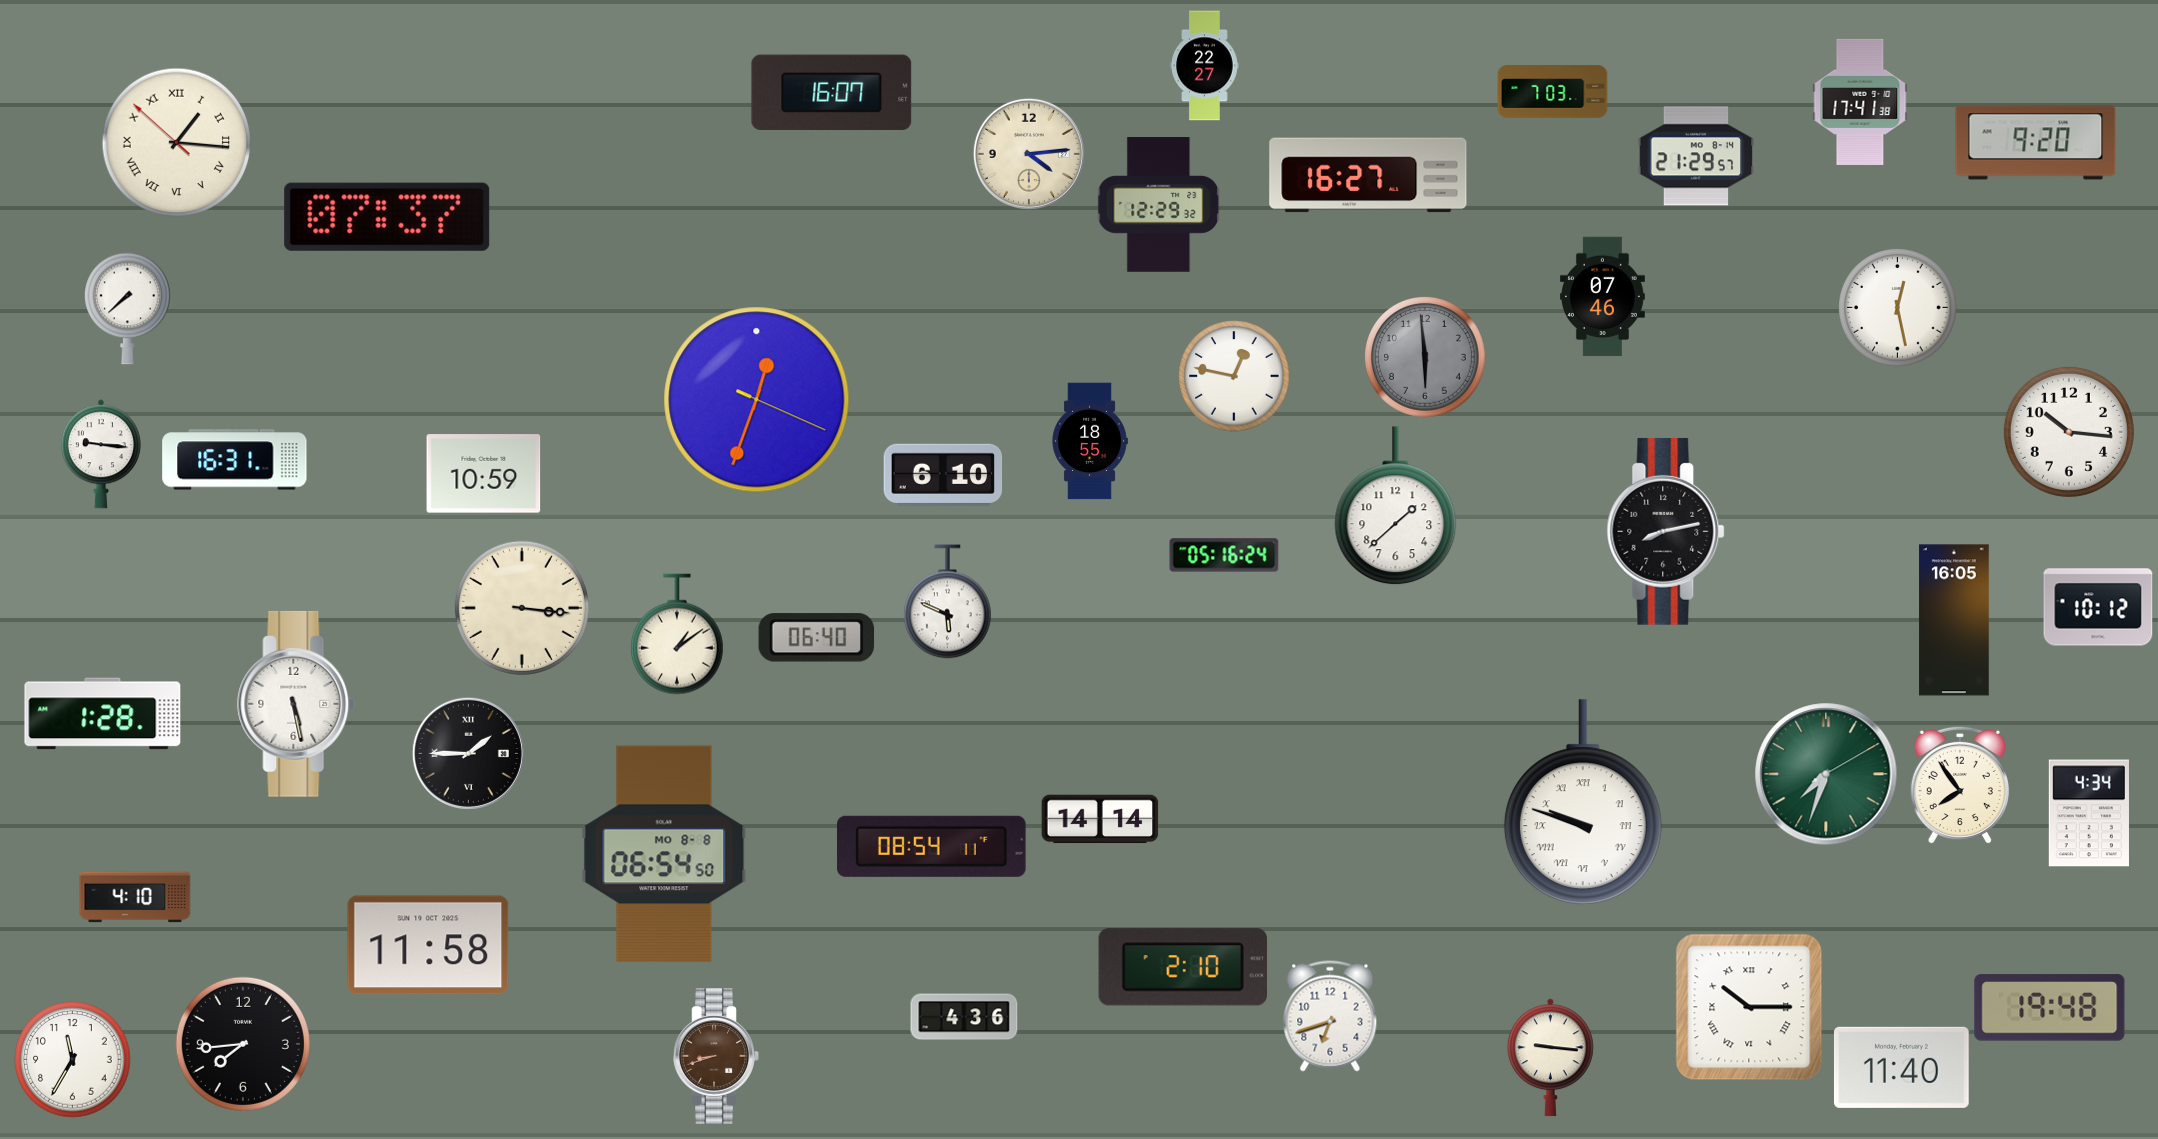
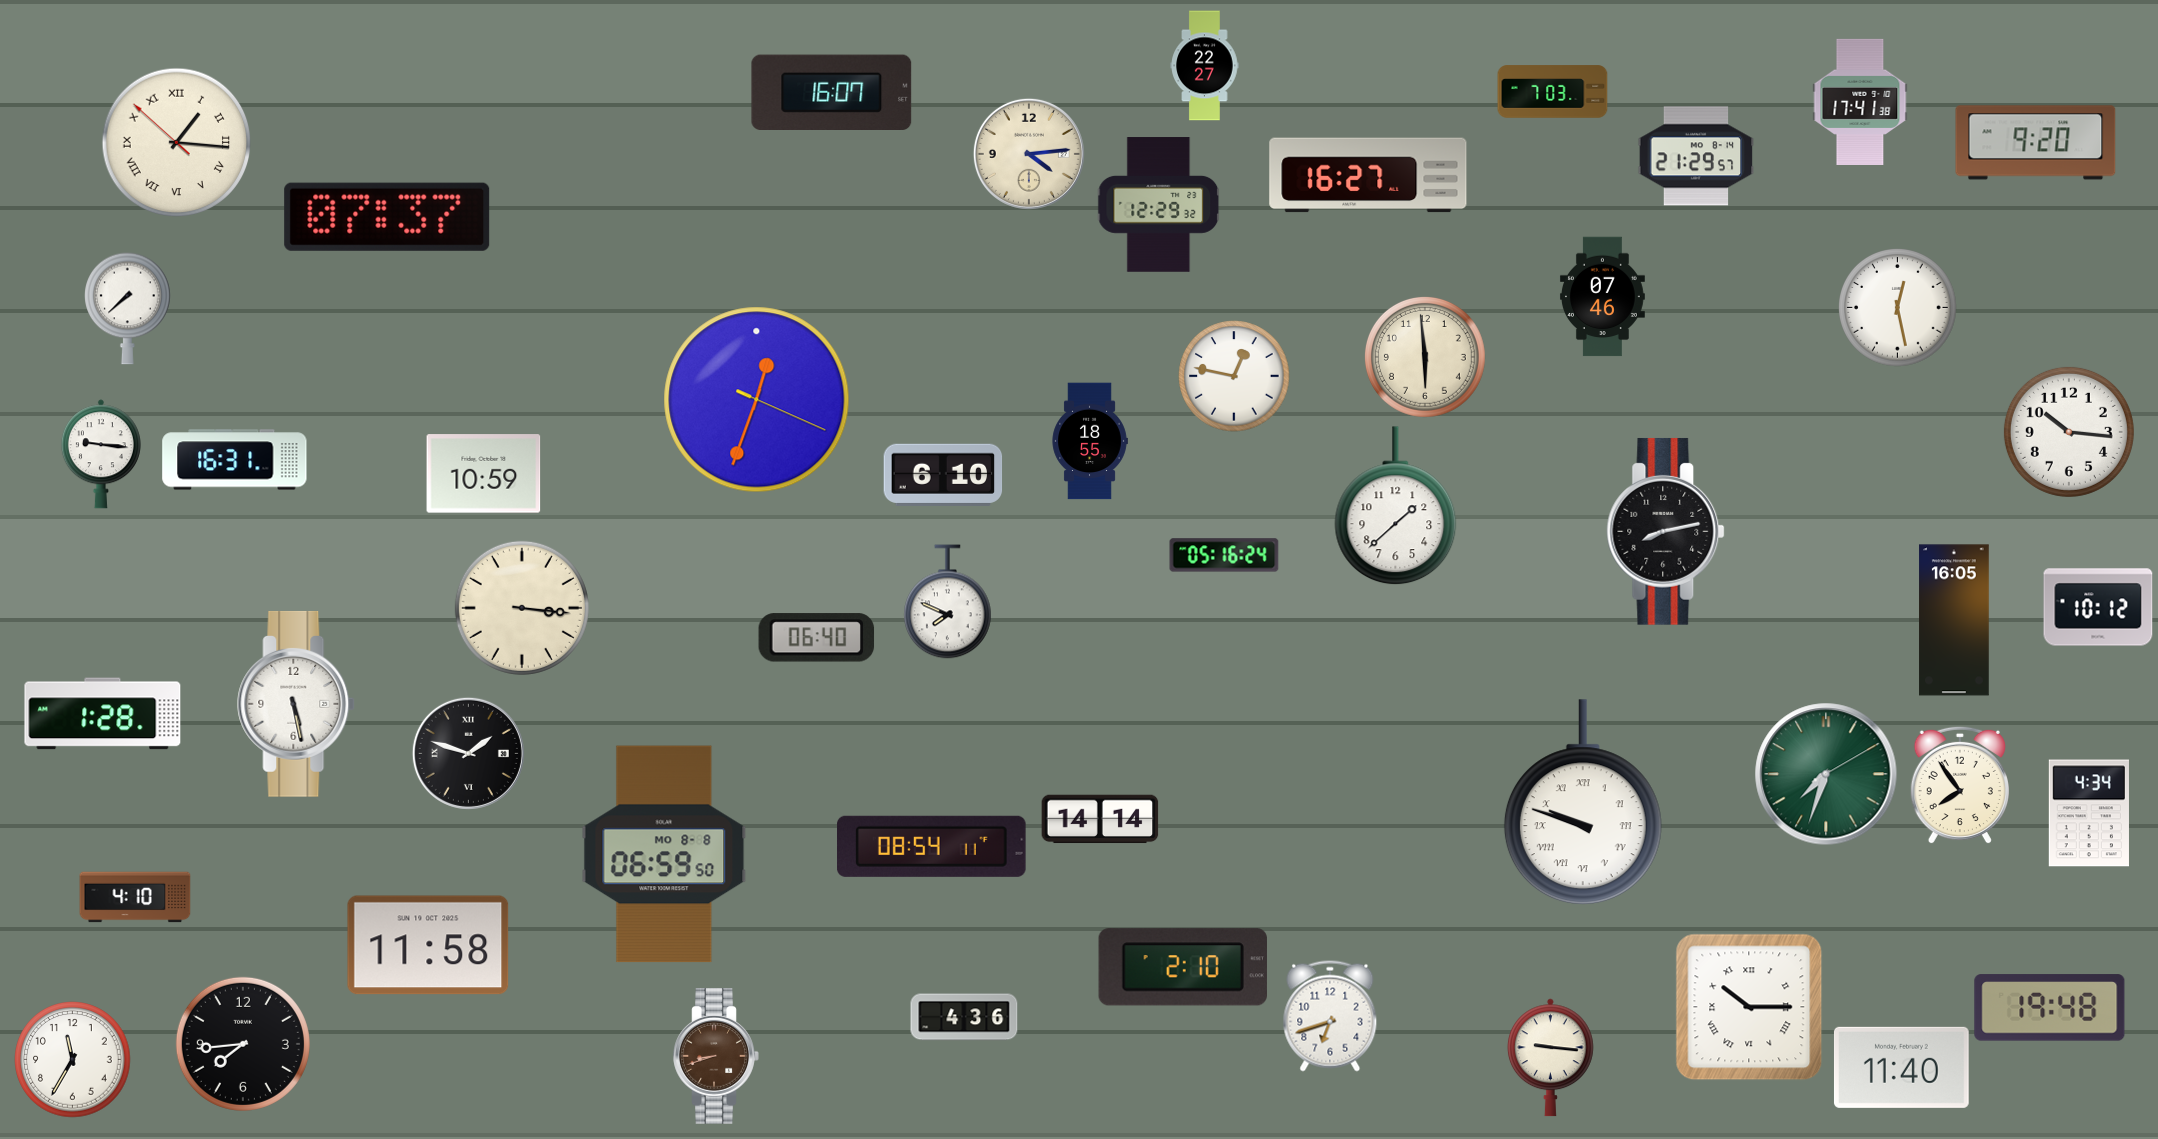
clock at (1425, 357) dial: grey -> cream
clock at (948, 602): 5:49 -> 7:49
clock at (677, 634): 1:09 -> none
clock at (468, 753): 1:45 -> 1:48
clock at (664, 854): 06:54 -> 06:59
